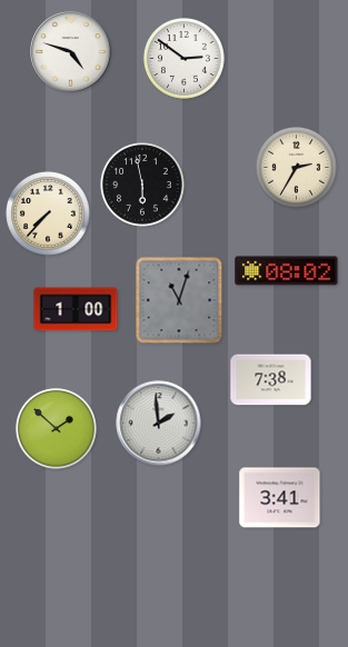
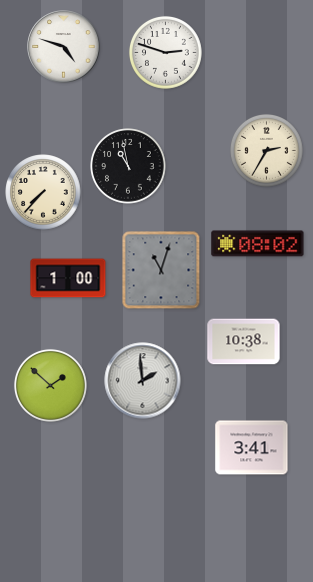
clock at (185, 59): 2:51 -> 2:48
clock at (142, 185): 5:58 -> 10:58
clock at (271, 380): 7:38 -> 10:38
